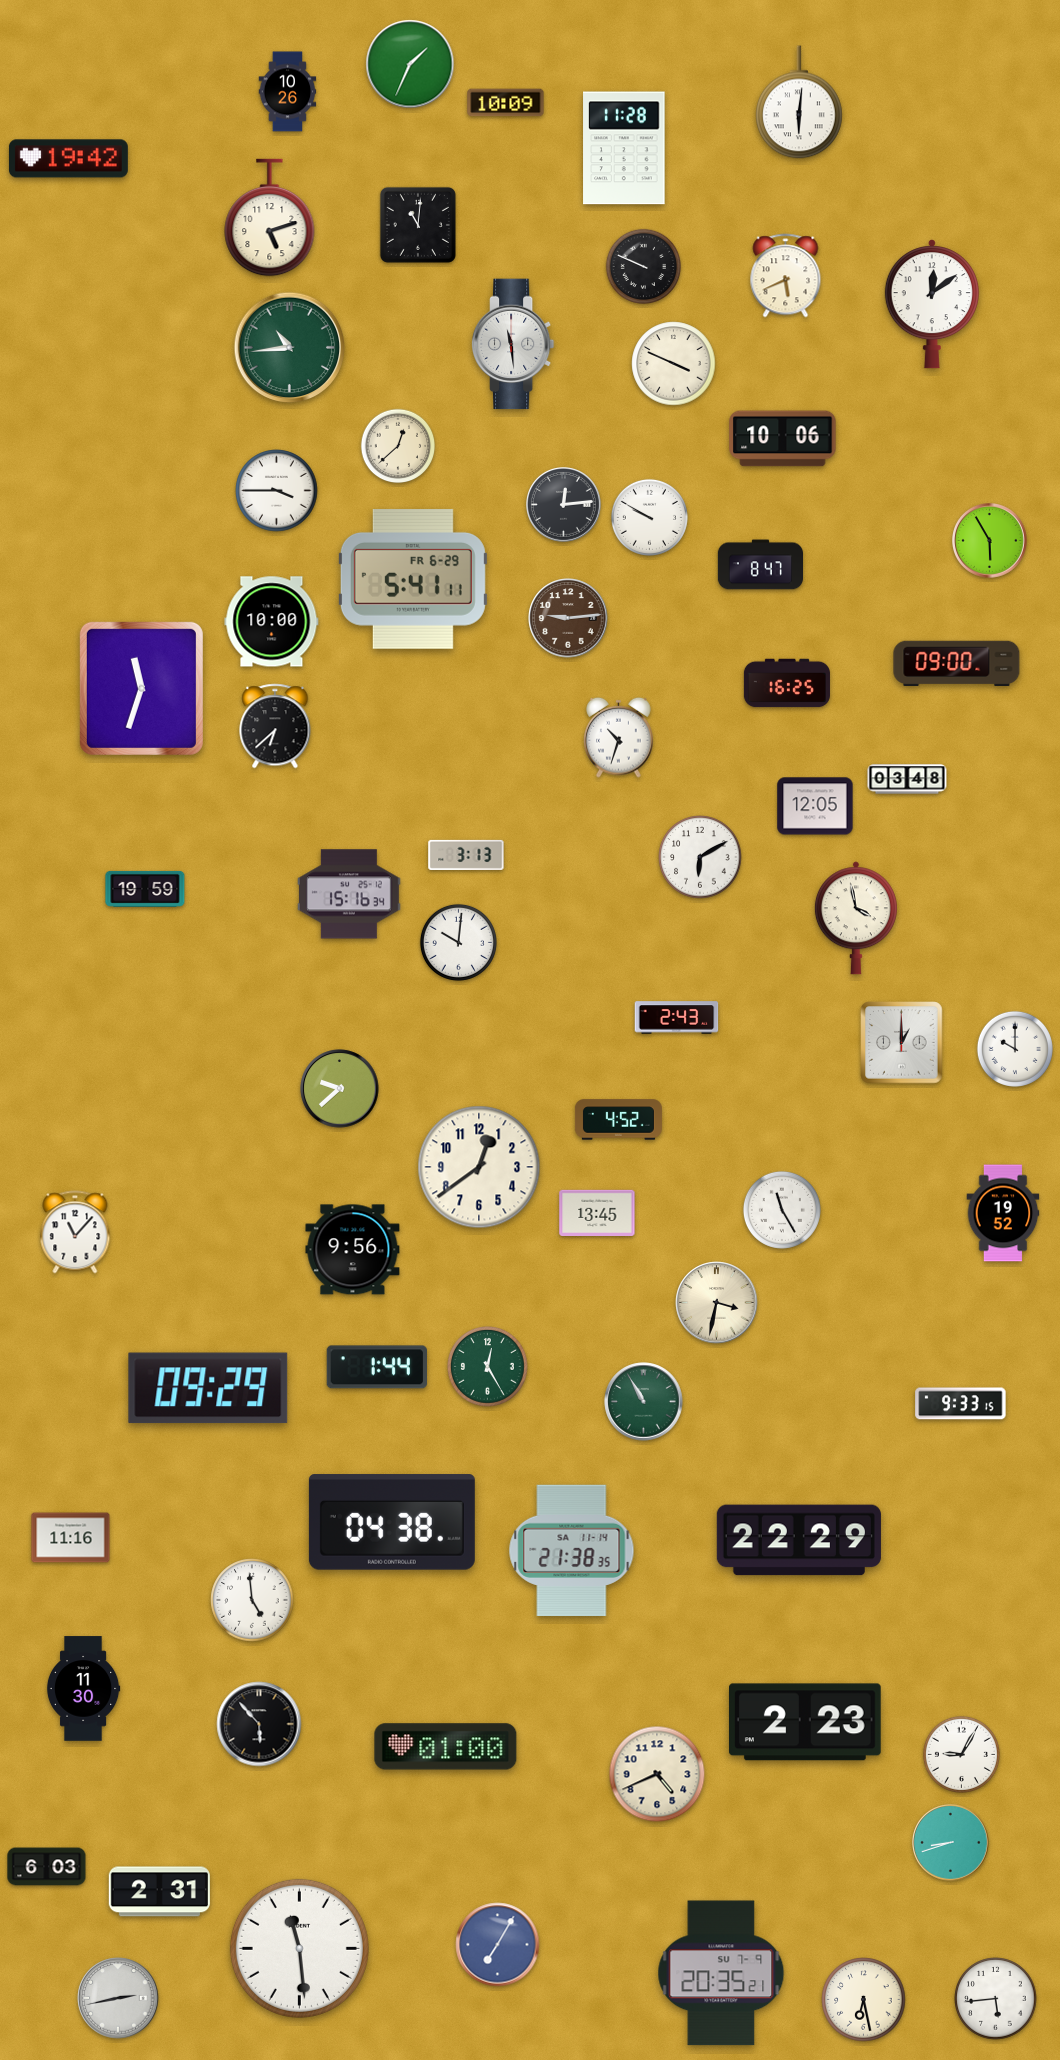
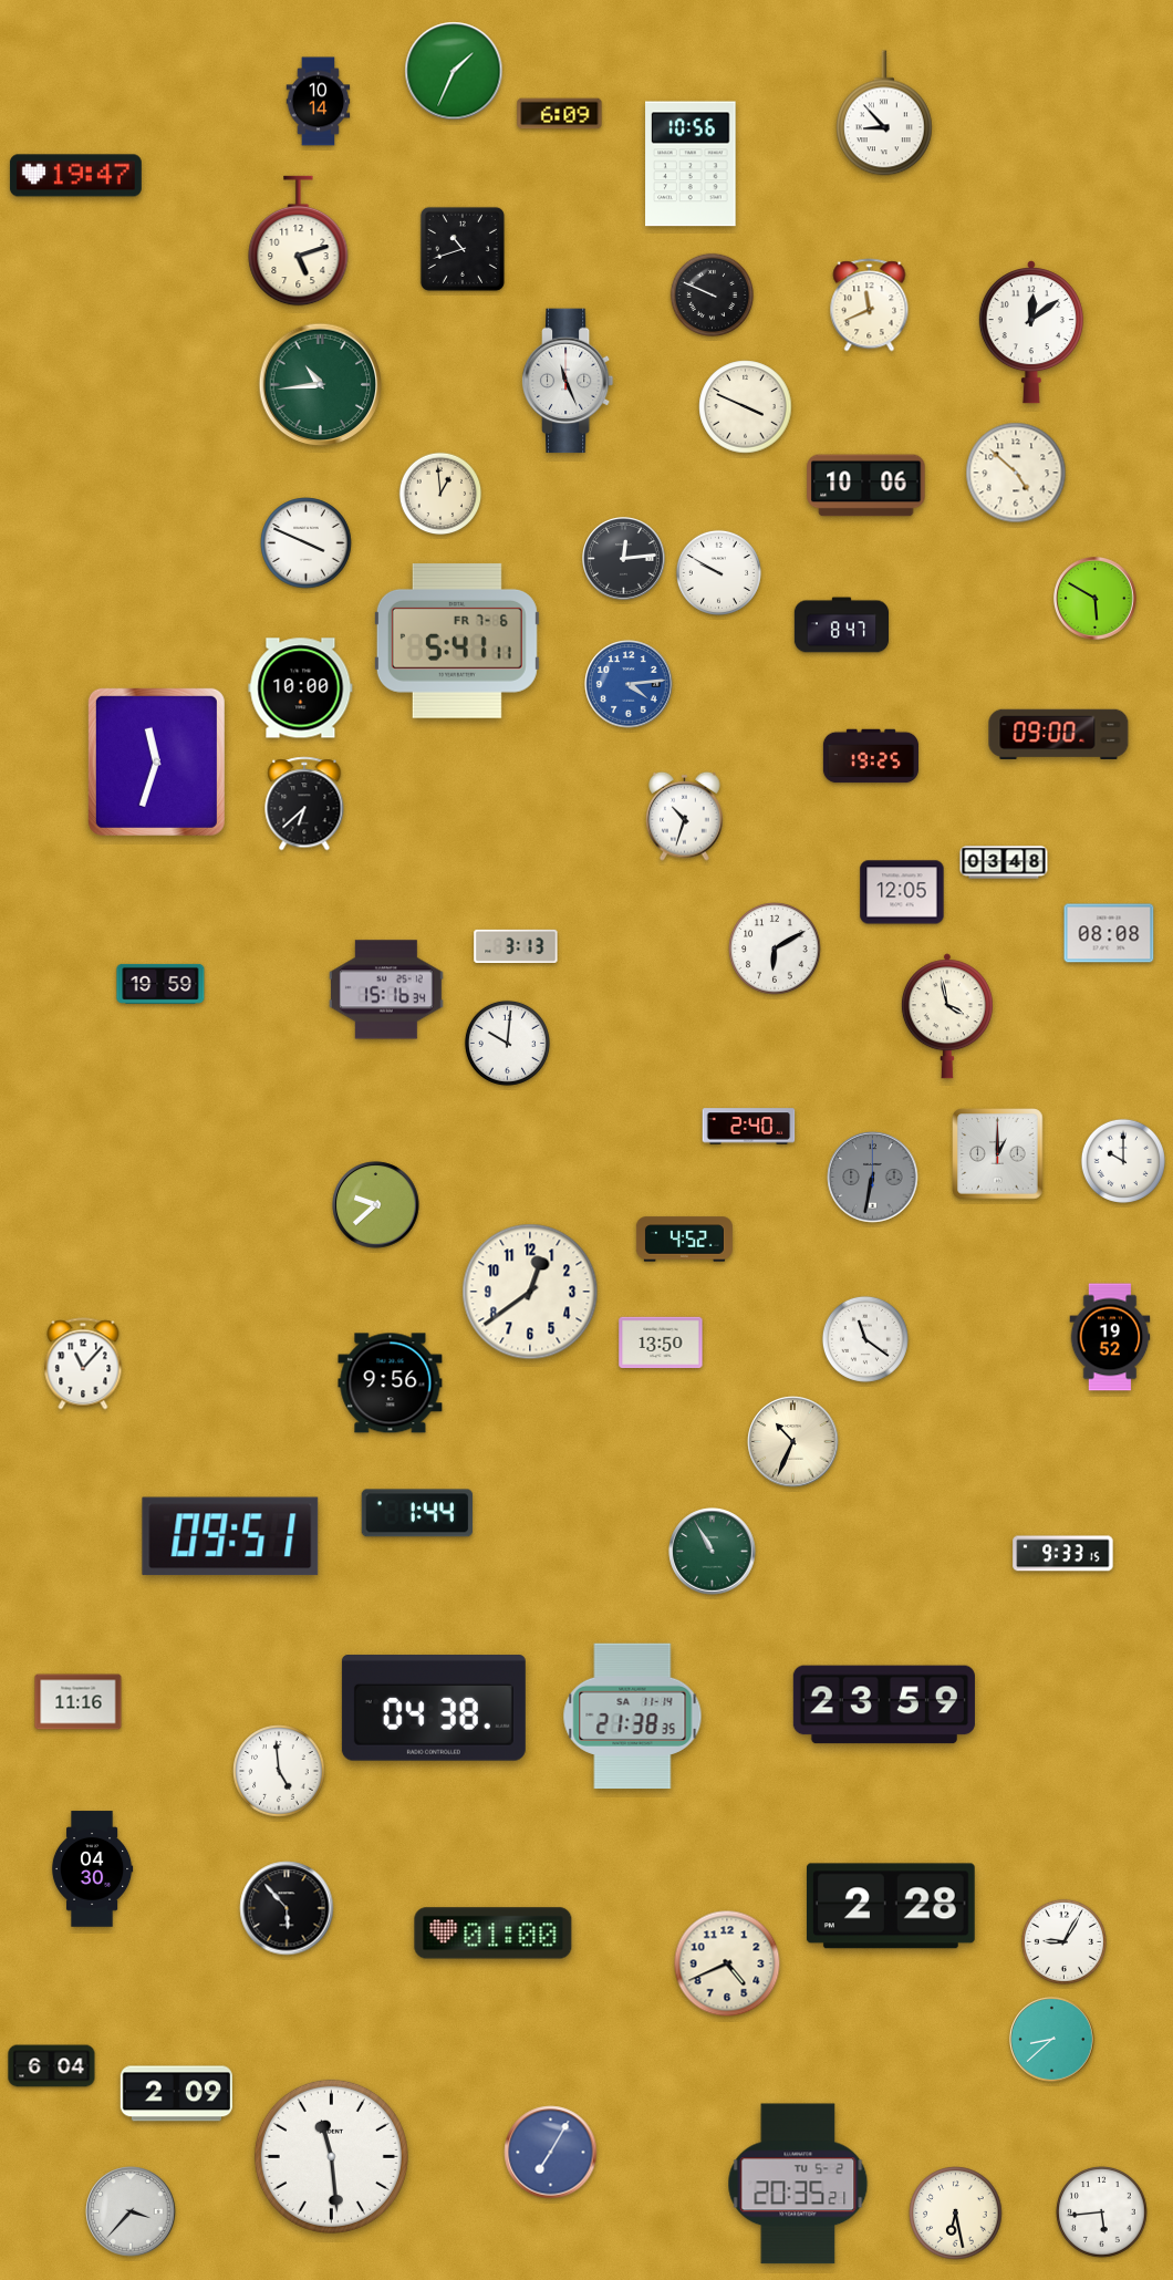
clock at (288, 92): 10:26 -> 10:14
clock at (800, 102): 6:01 -> 8:53
clock at (506, 103): 10:09 -> 6:09
clock at (624, 148): 11:28 -> 10:56
clock at (68, 159): 19:42 -> 19:47
clock at (418, 225): 11:01 -> 10:42
clock at (786, 276): 5:41 -> 11:41
clock at (932, 304) position: (932, 304) -> (1031, 332)
clock at (513, 344): 11:29 -> 11:26
clock at (674, 364) position: (674, 364) -> (746, 407)
clock at (1016, 473): none -> 4:52
clock at (398, 446): 12:38 -> 12:59
clock at (277, 491): 3:45 -> 3:49
clock at (990, 541): 5:55 -> 5:50
clock at (413, 579) date: FR 6-29 -> FR 7-6
clock at (568, 618): 9:14 -> 4:14
clock at (568, 618) dial: brown -> blue
clock at (787, 683): 16:25 -> 19:25
clock at (1109, 933): none -> 08:08
clock at (677, 1018): 2:43 -> 2:40
clock at (873, 1178): none -> 6:32
clock at (782, 1210): 11:25 -> 11:21
clock at (597, 1212): 13:45 -> 13:50
clock at (1003, 1213) position: (1003, 1213) -> (1110, 1337)
clock at (717, 1303): 3:32 -> 10:34
clock at (488, 1367): 12:25 -> none
clock at (208, 1388): 09:29 -> 09:51
clock at (392, 1522) position: (392, 1522) -> (434, 1708)
clock at (799, 1540): 22:29 -> 23:59
clock at (83, 1689): 11:30 -> 04:30
clock at (805, 1722): 2:23 -> 2:28
clock at (951, 1843): 8:42 -> 8:38
clock at (47, 1867): 6:03 -> 6:04
clock at (159, 1892): 2:31 -> 2:09
clock at (721, 1973) date: SU 7-9 -> TU 5-2
clock at (118, 1998): 2:43 -> 3:37
